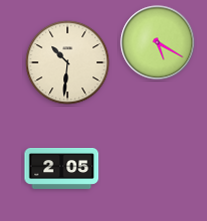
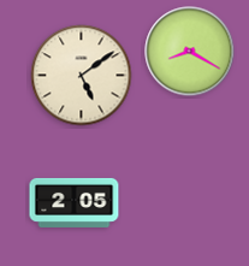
clock at (158, 43): 5:20 -> 8:20
clock at (68, 63): 10:31 -> 5:09
